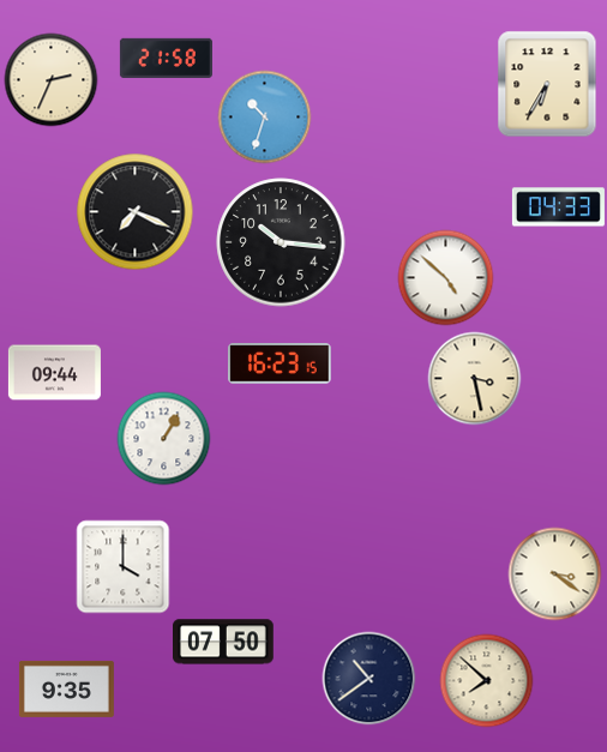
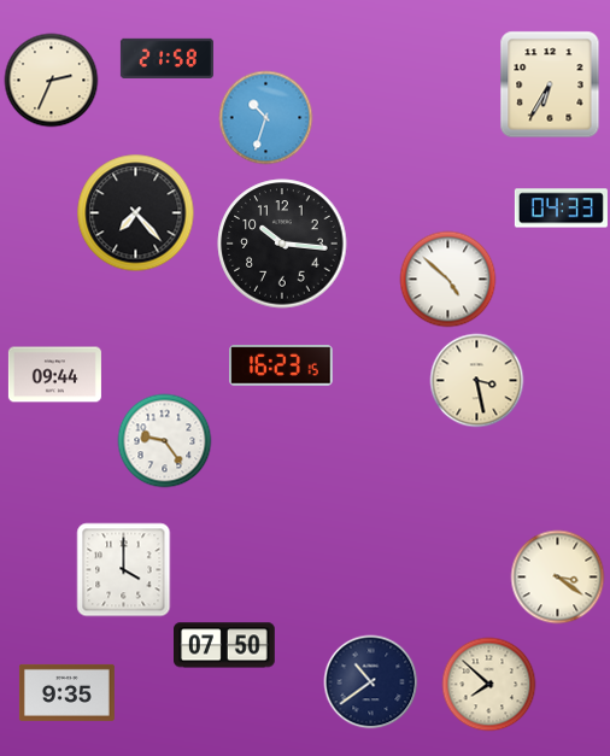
clock at (134, 211): 7:19 -> 7:23
clock at (163, 438): 1:05 -> 9:24
